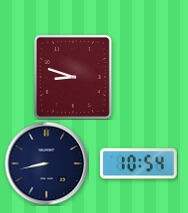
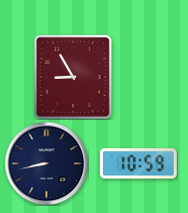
clock at (73, 77): 8:48 -> 8:55
clock at (138, 164): 10:54 -> 10:59
